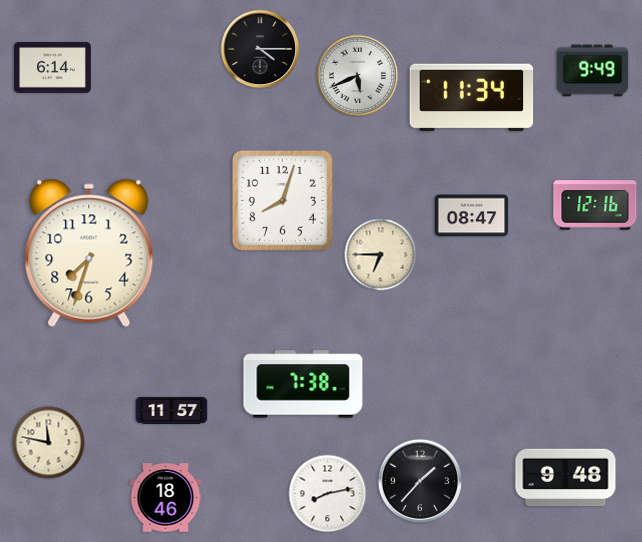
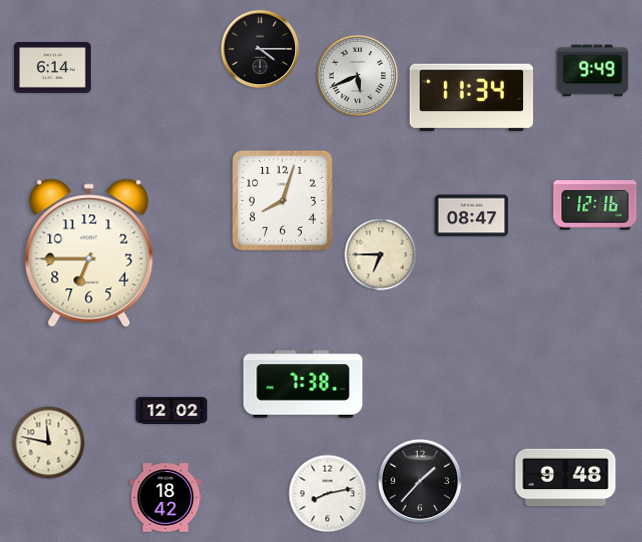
clock at (89, 253): 7:33 -> 6:45
clock at (172, 410): 11:57 -> 12:02
clock at (166, 498): 18:46 -> 18:42
